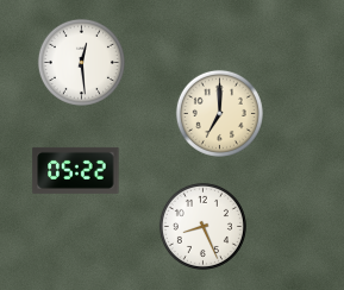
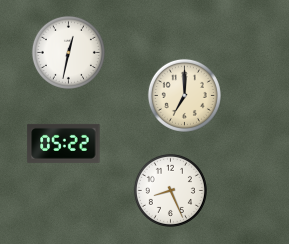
clock at (81, 62): 12:29 -> 12:32
